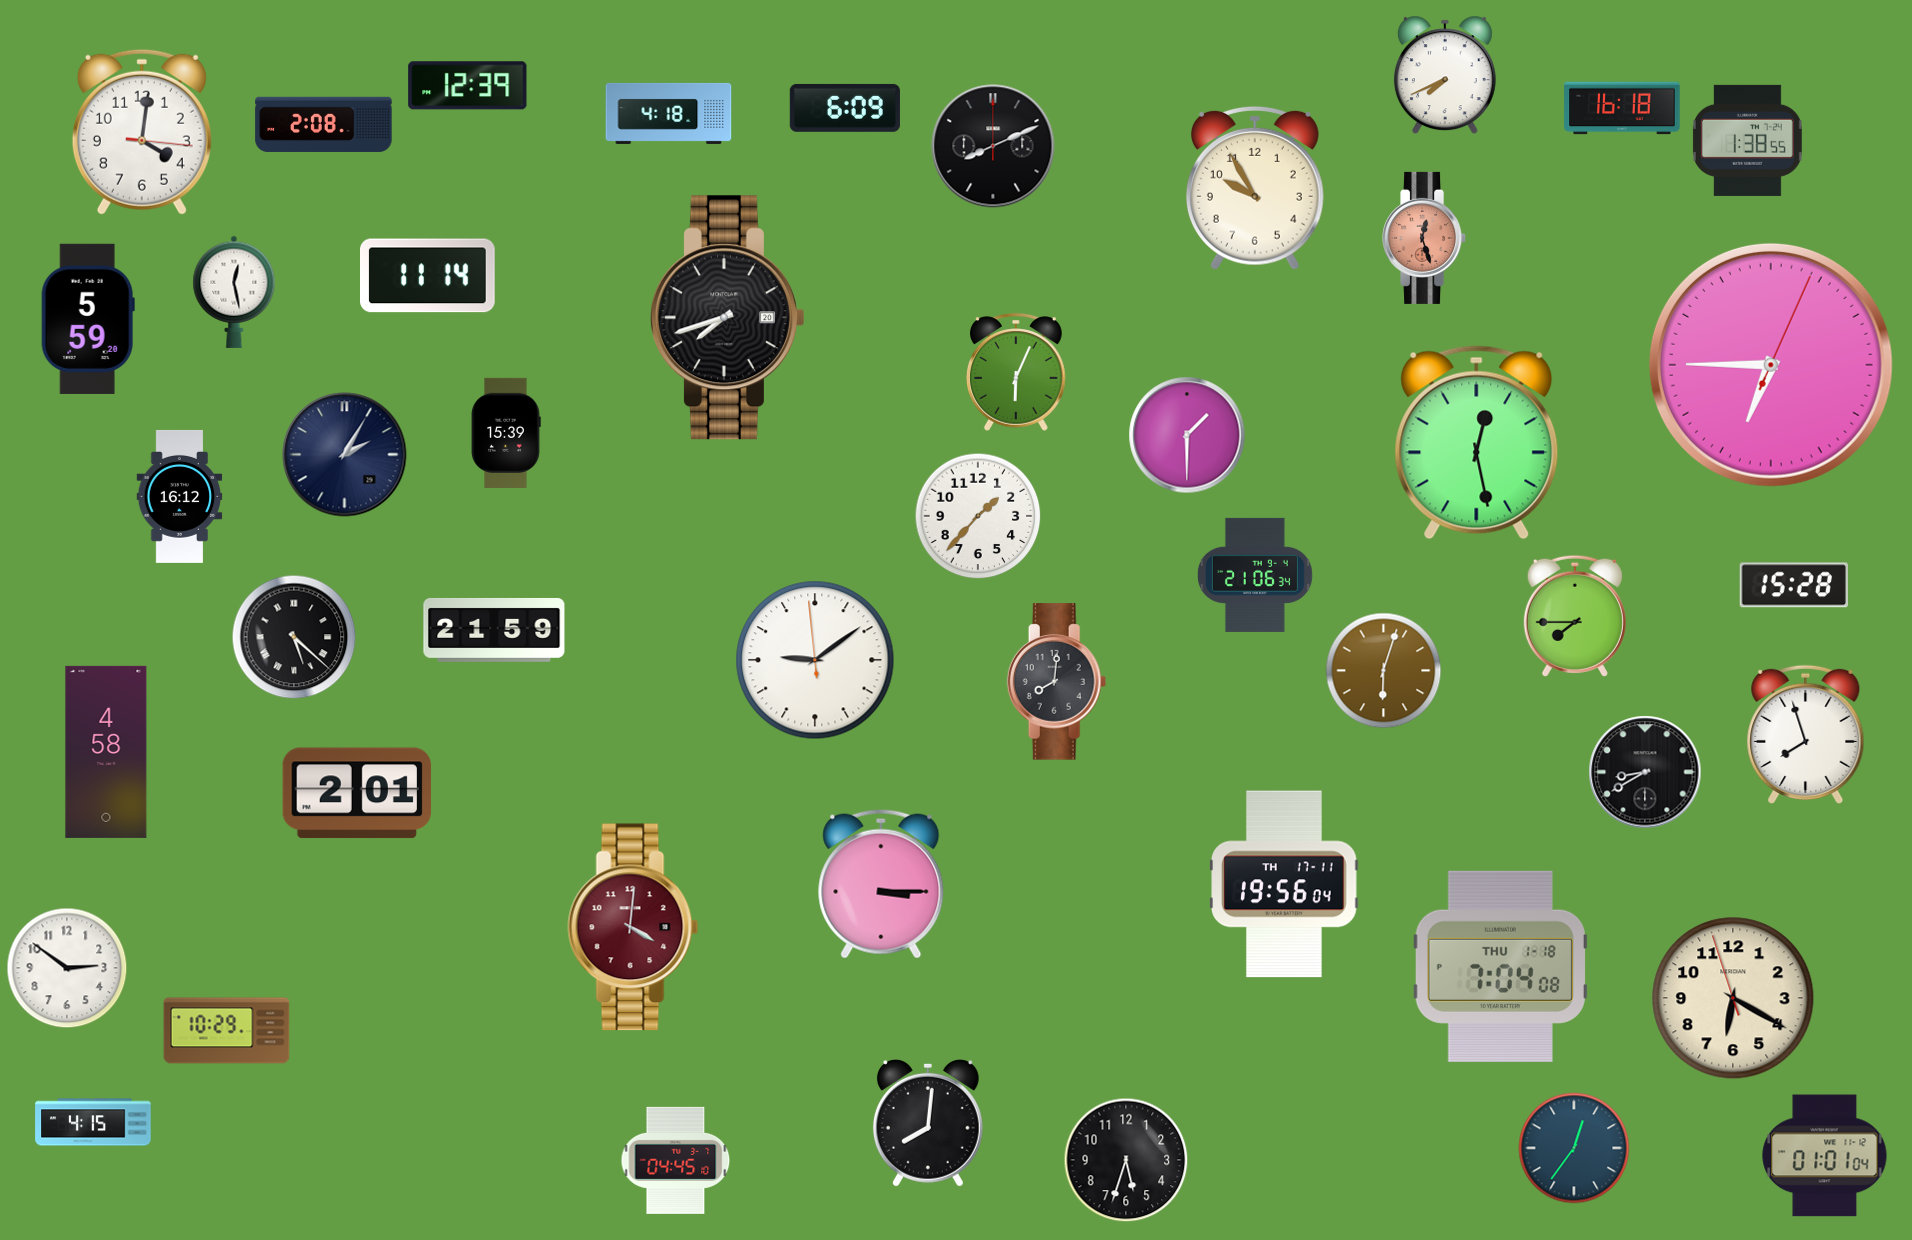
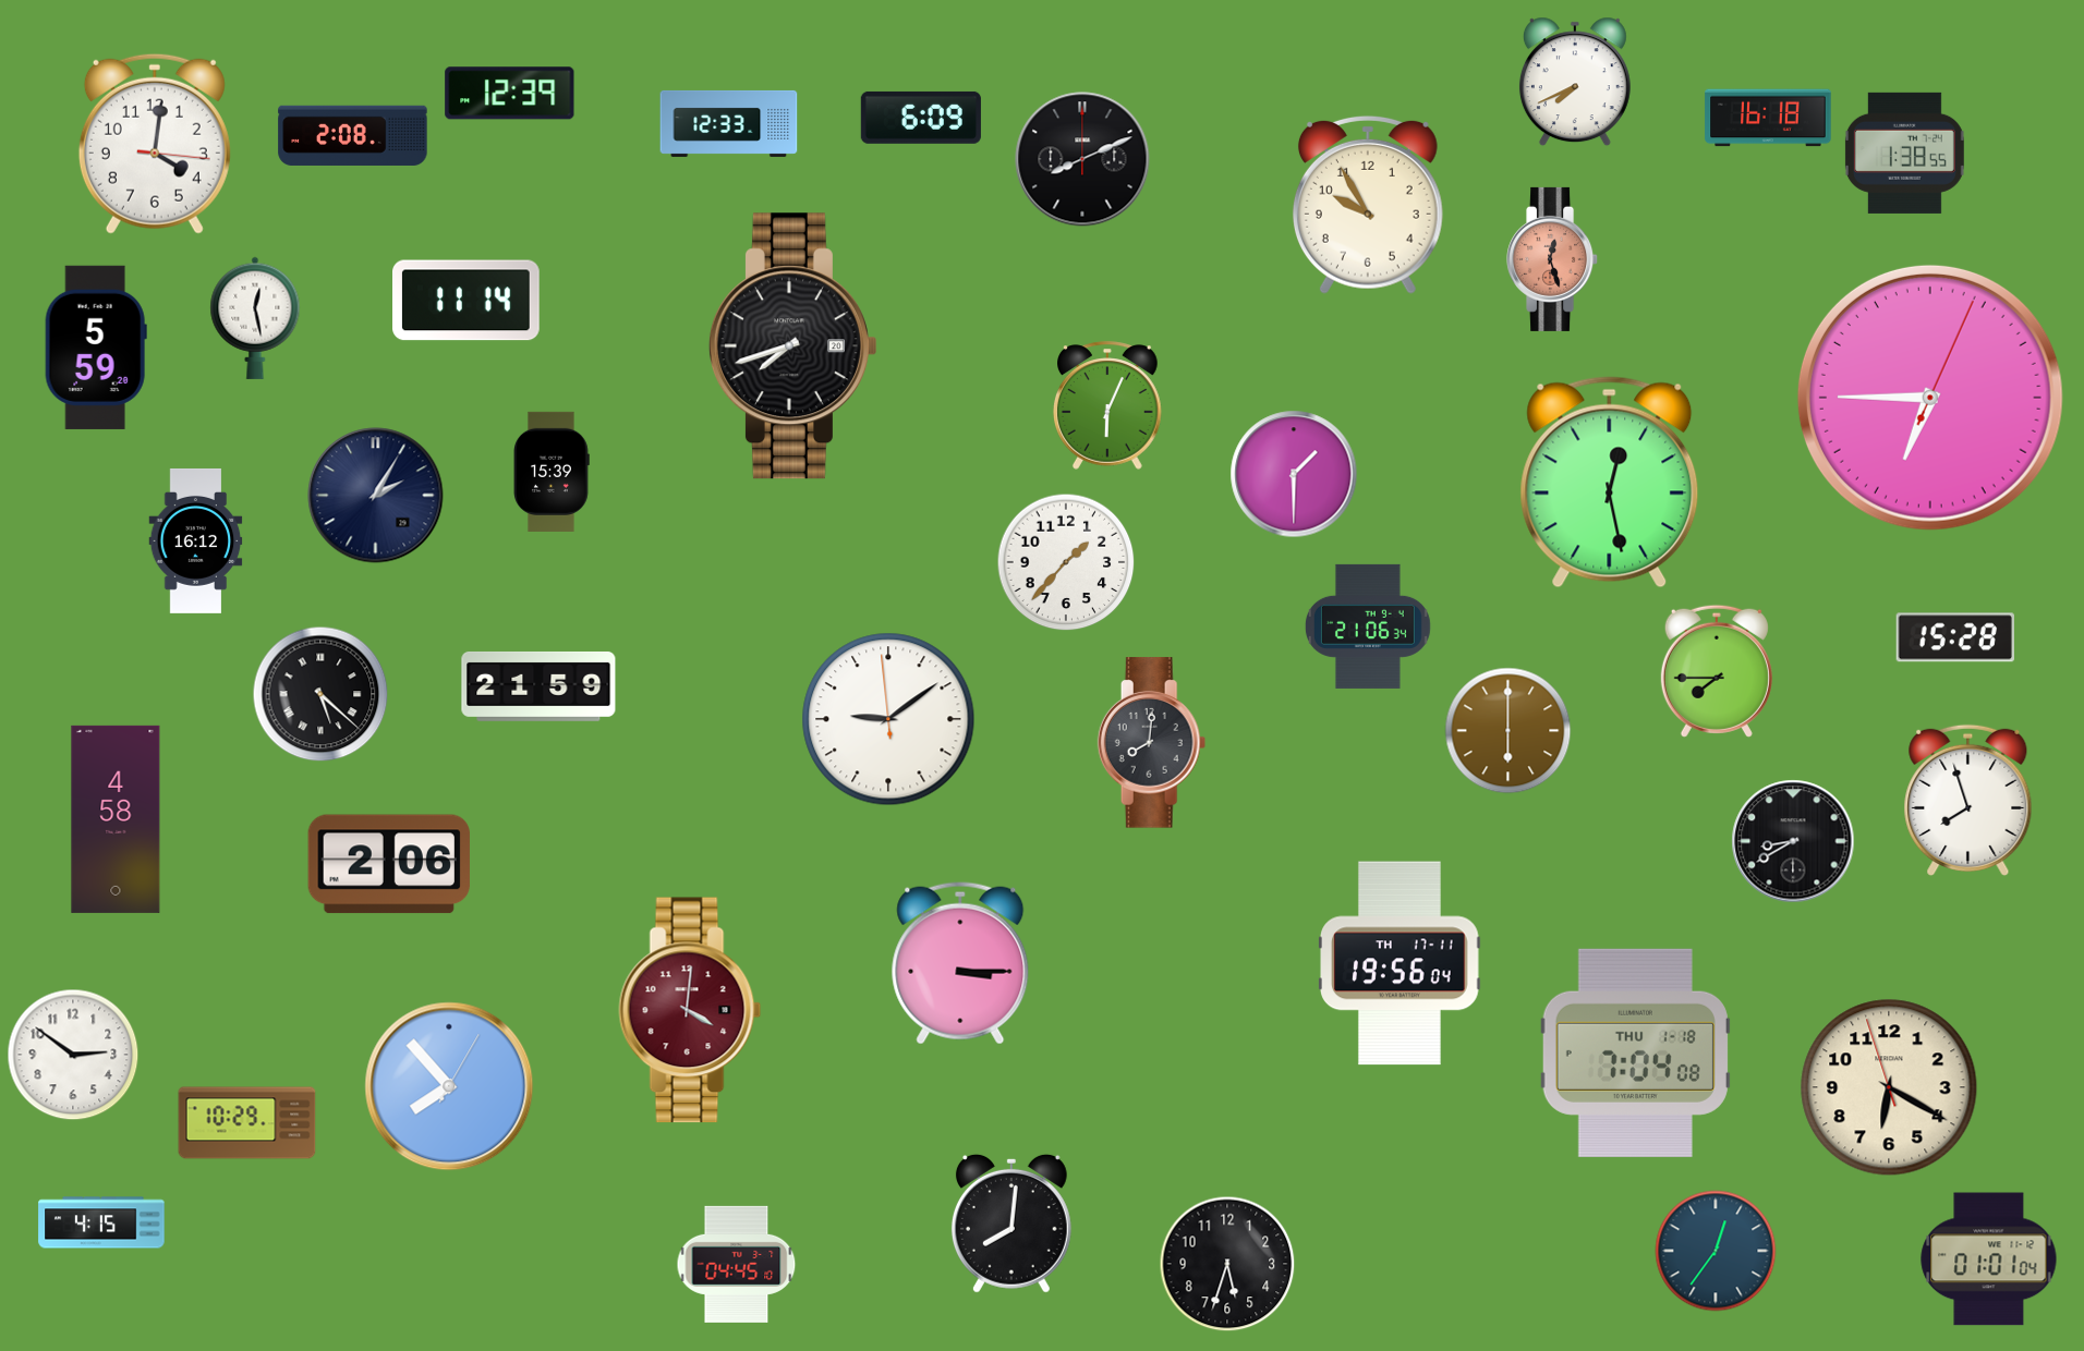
clock at (669, 113): 4:18 -> 12:33
clock at (1384, 671): 6:03 -> 6:00
clock at (356, 793): 2:01 -> 2:06
clock at (449, 1086): none -> 7:53
